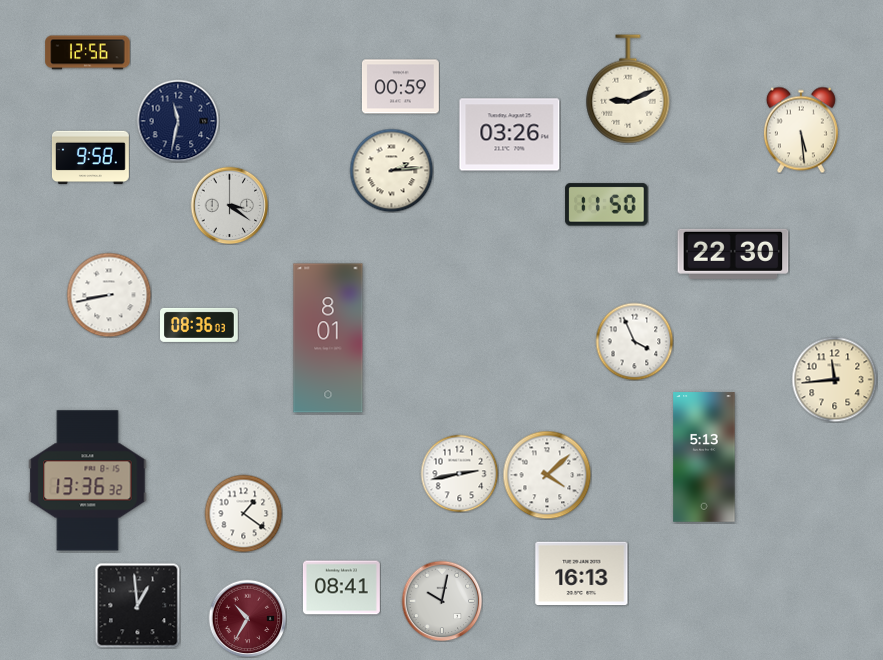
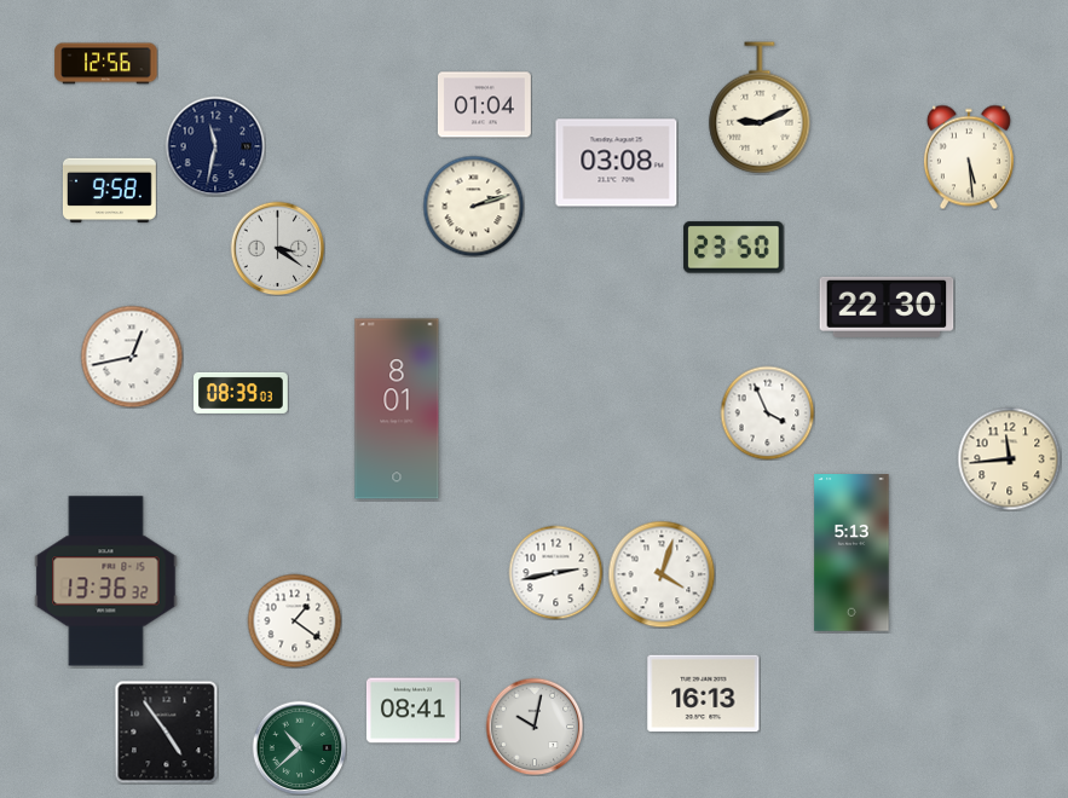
clock at (400, 87): 00:59 -> 01:04
clock at (510, 135): 03:26 -> 03:08
clock at (391, 170): 2:14 -> 2:12
clock at (607, 205): 11:50 -> 23:50
clock at (109, 295): 8:43 -> 12:43
clock at (200, 325): 08:36 -> 08:39
clock at (547, 475): 4:08 -> 4:03
clock at (137, 605): 12:59 -> 4:54
clock at (247, 618): 10:35 -> 10:38
clock at (247, 618) dial: burgundy -> green
